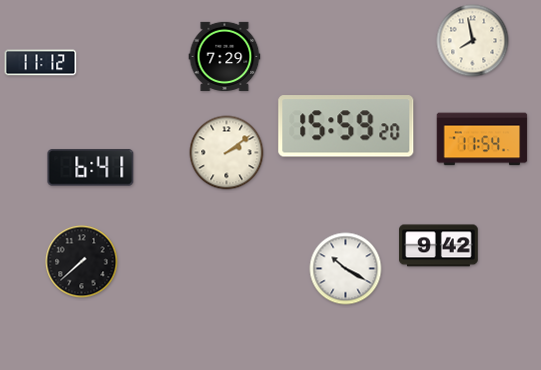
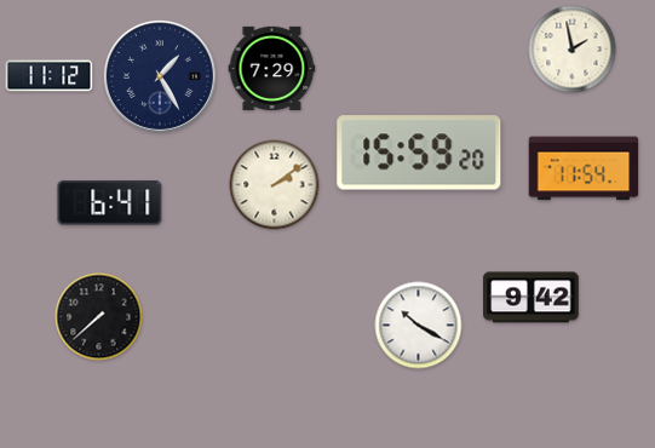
clock at (473, 41): 7:58 -> 1:58
clock at (160, 76): none -> 1:25
